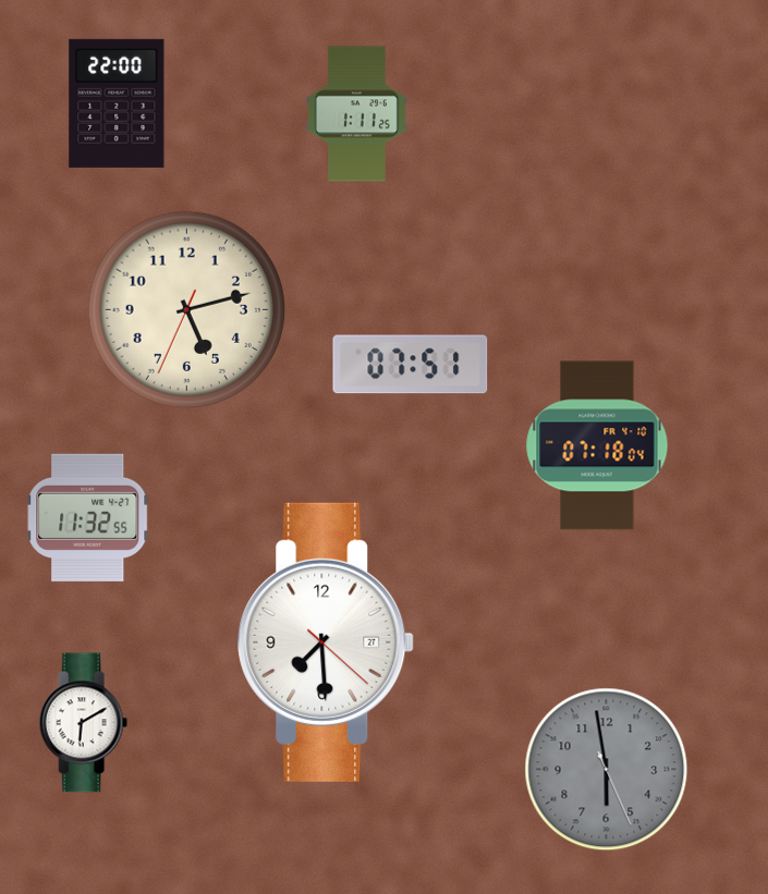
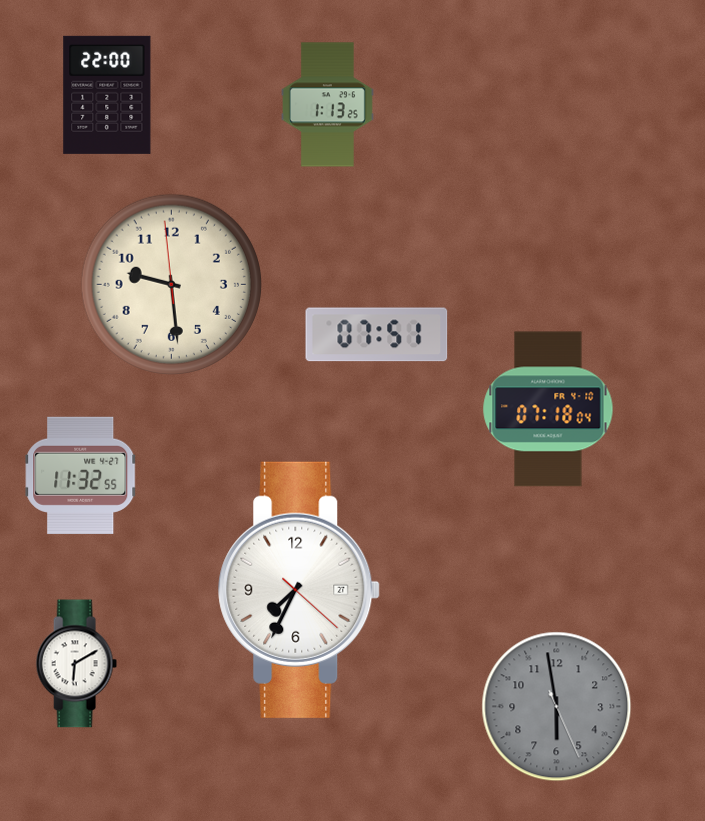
clock at (356, 114): 1:11 -> 1:13
clock at (186, 309): 5:12 -> 9:28
clock at (326, 642): 7:29 -> 7:34
